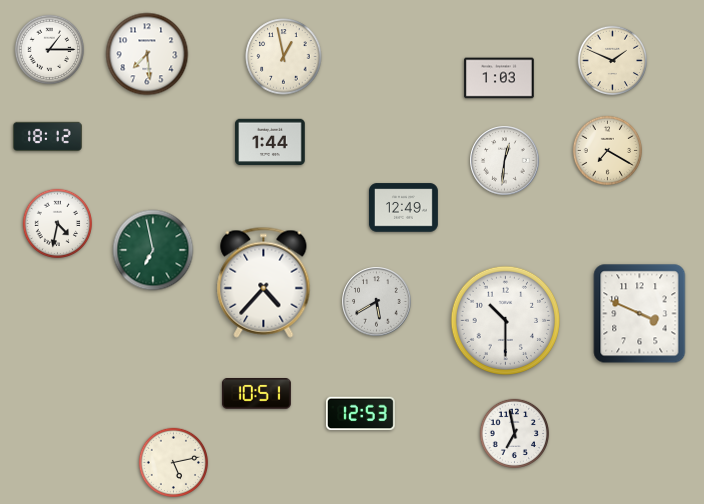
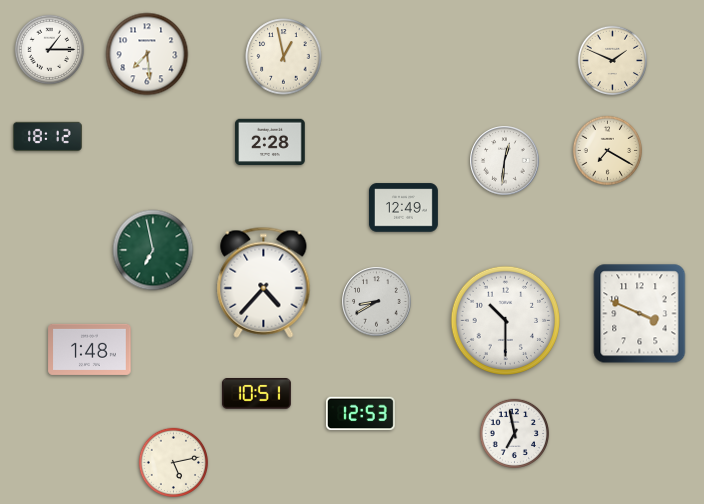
clock at (499, 78): 1:03 -> none
clock at (270, 142): 1:44 -> 2:28
clock at (58, 224): 4:32 -> none
clock at (377, 302): 5:40 -> 8:40
clock at (90, 349): none -> 1:48
